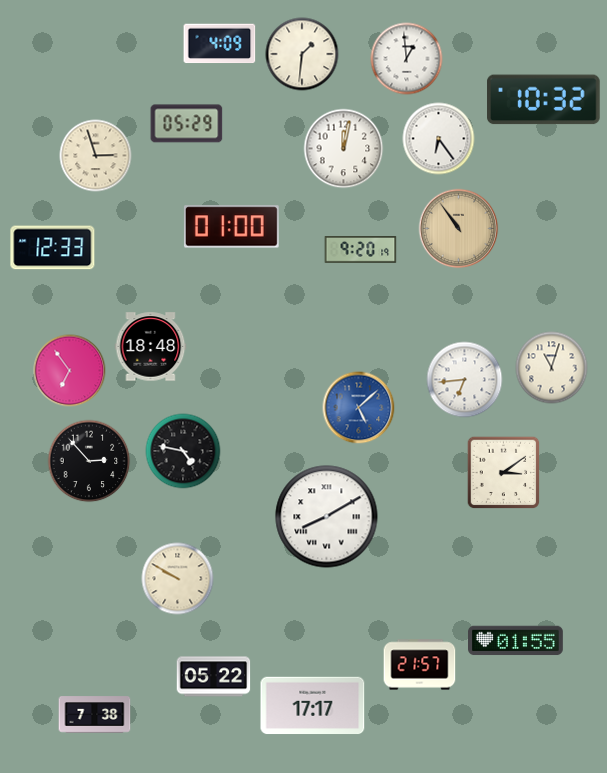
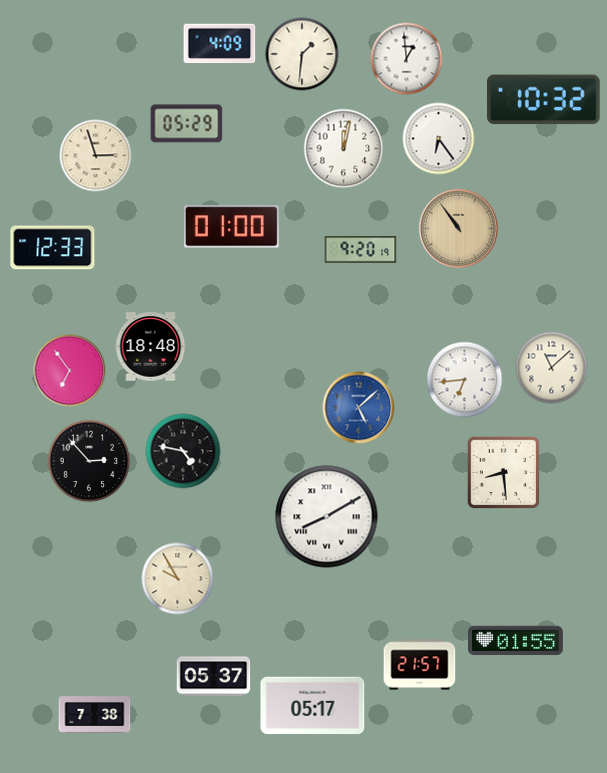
clock at (552, 368): 11:03 -> 11:08
clock at (504, 473): 3:09 -> 8:29
clock at (178, 579): 9:50 -> 9:55
clock at (214, 677): 05:22 -> 05:37
clock at (313, 706): 17:17 -> 05:17
